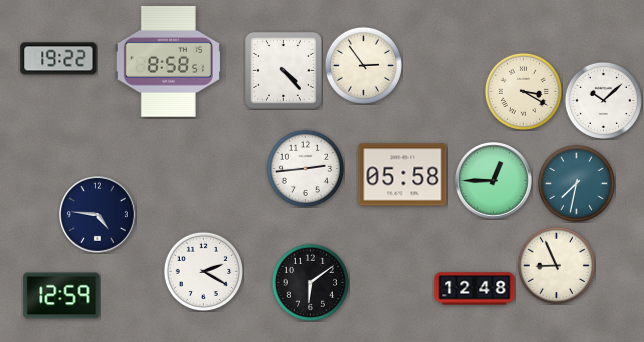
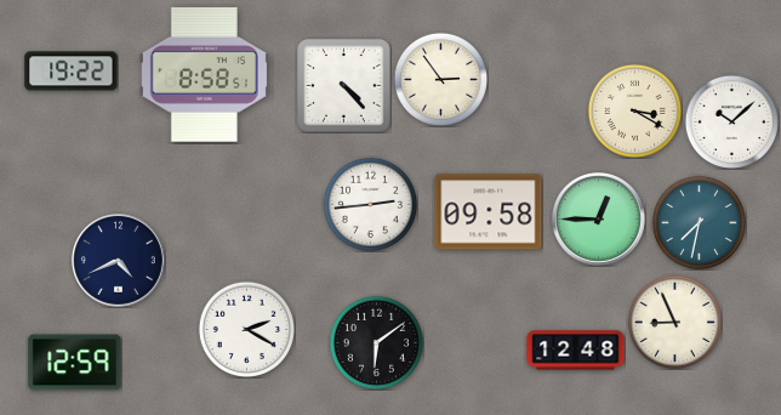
clock at (403, 175): 05:58 -> 09:58
clock at (98, 215): 4:46 -> 4:41
clock at (62, 296) position: (62, 296) -> (75, 363)
